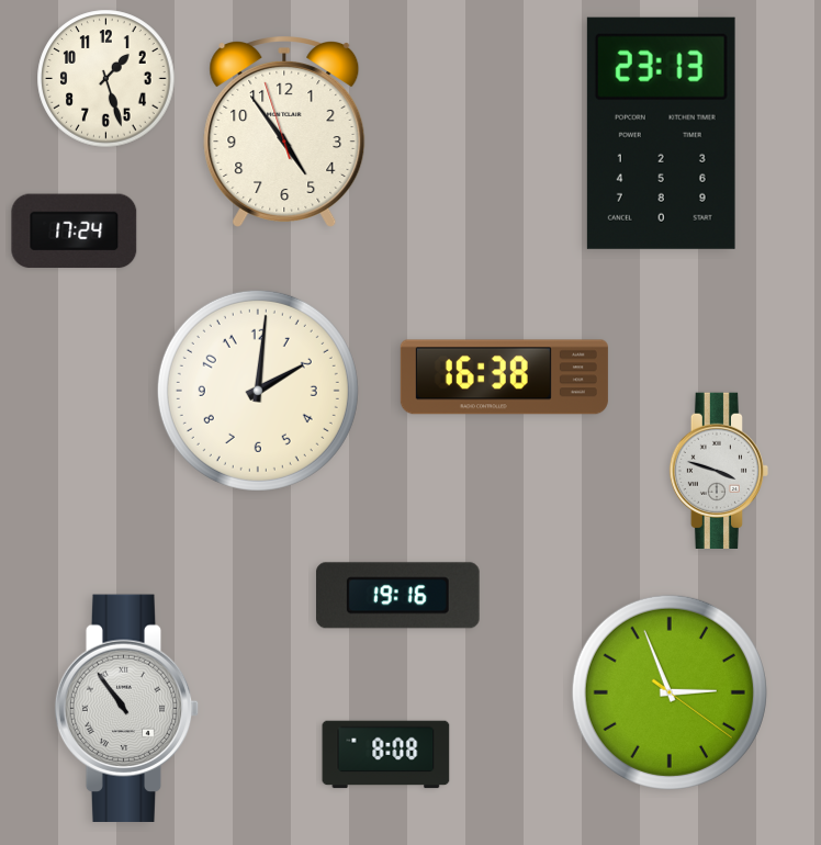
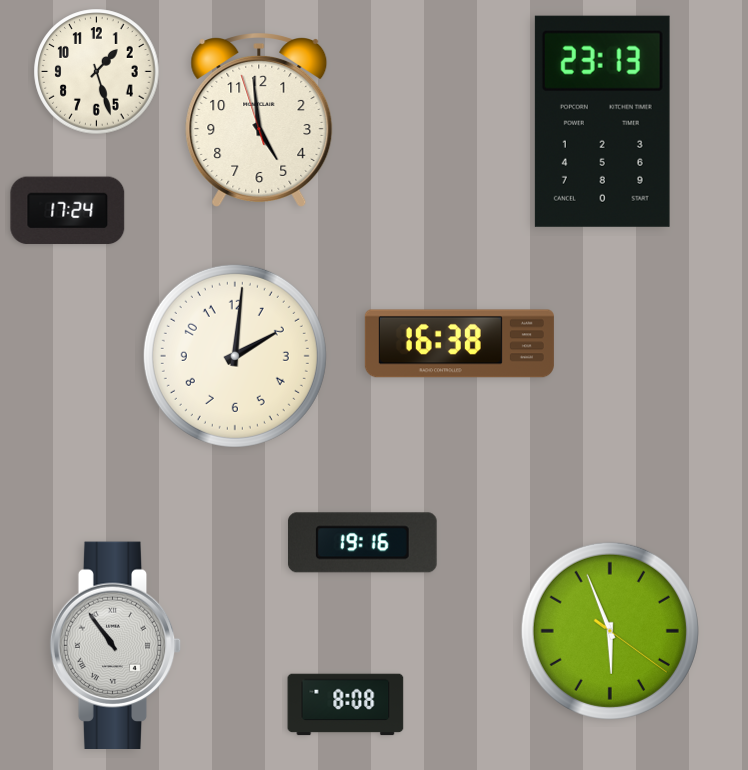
clock at (284, 133): 4:53 -> 4:58
clock at (718, 470): 3:48 -> none
clock at (670, 692): 2:56 -> 5:56
clock at (386, 755) position: (386, 755) -> (346, 705)
